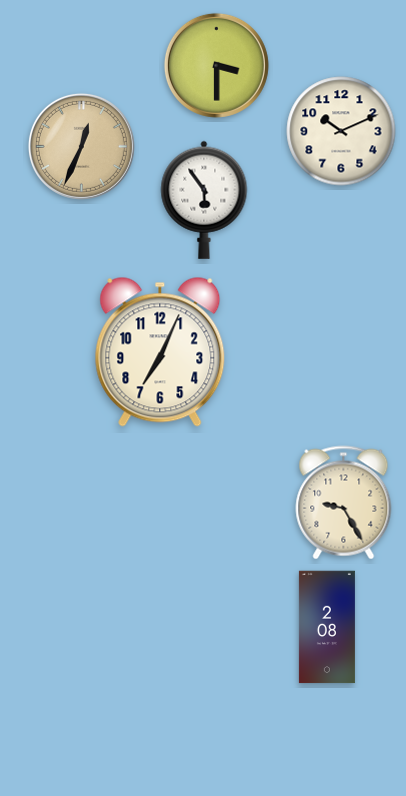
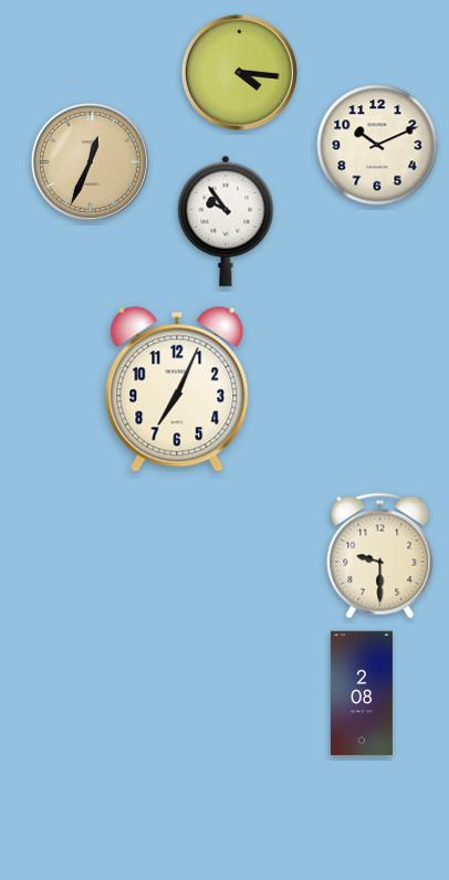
clock at (216, 65): 3:30 -> 4:16
clock at (204, 200): 5:54 -> 9:54
clock at (344, 503): 9:25 -> 9:30
